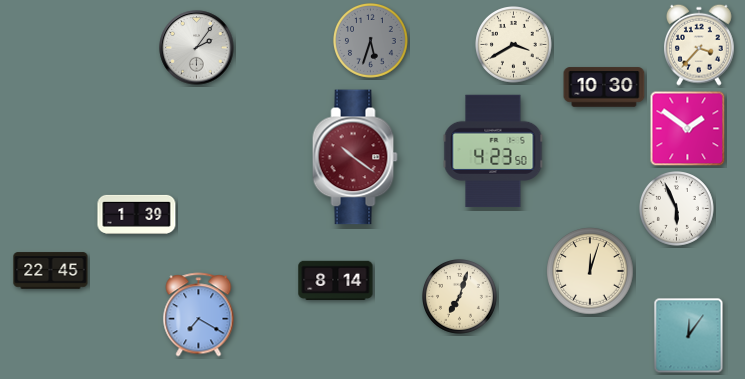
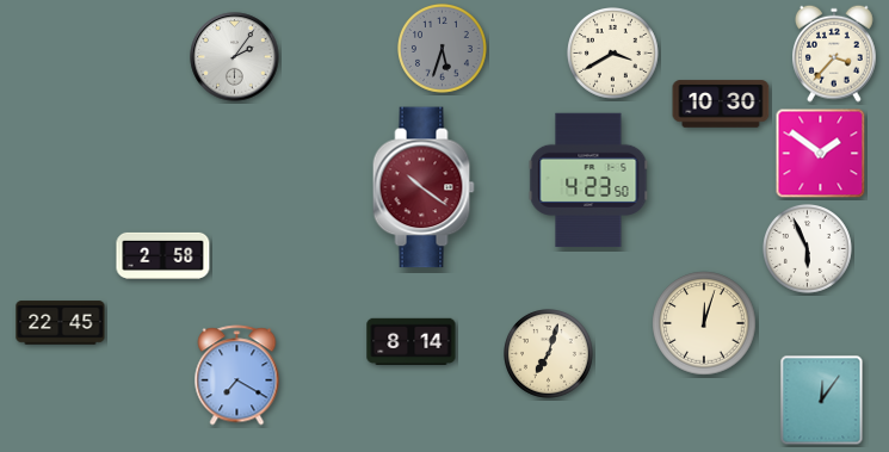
clock at (137, 214): 1:39 -> 2:58
clock at (336, 280) position: (336, 280) -> (412, 341)
